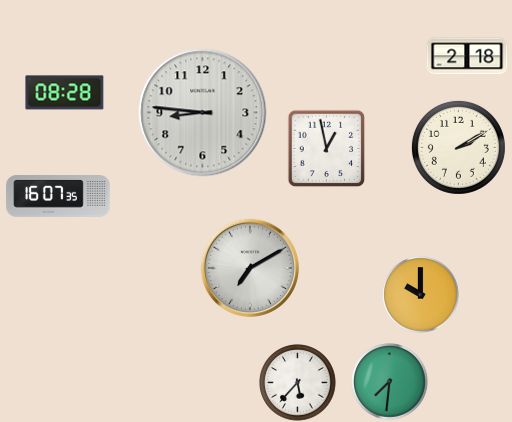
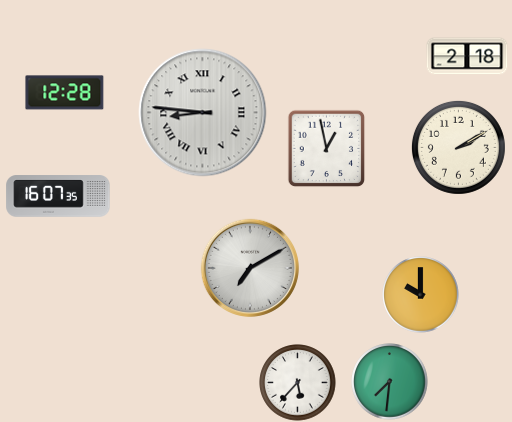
clock at (65, 93): 08:28 -> 12:28
clock at (203, 113) numerals: Arabic -> Roman
